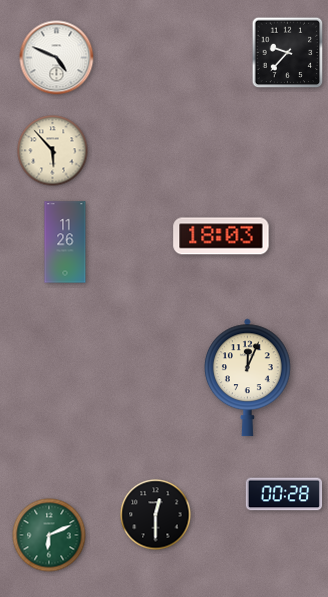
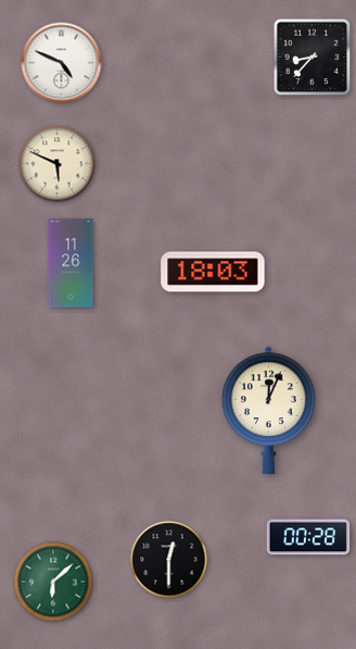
clock at (288, 53): 9:37 -> 8:37
clock at (53, 151): 5:53 -> 5:49
clock at (221, 236) position: (221, 236) -> (213, 272)
clock at (49, 535): 6:11 -> 6:08
